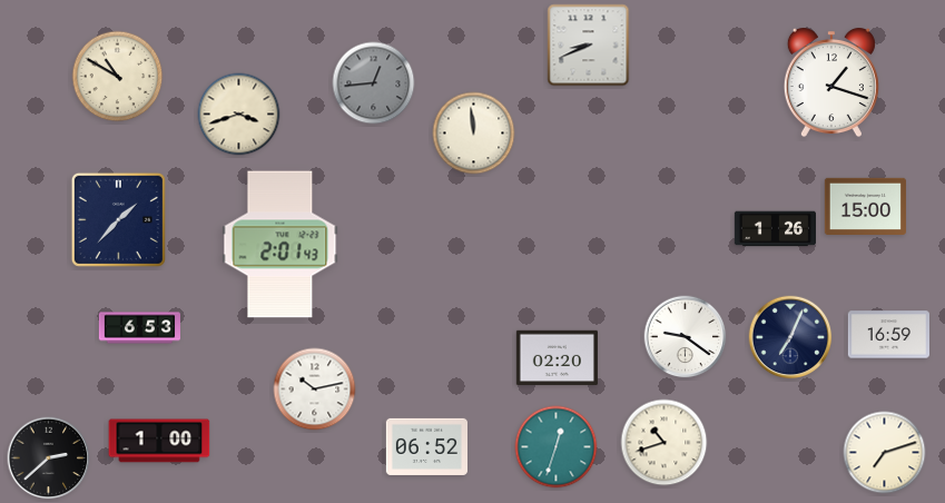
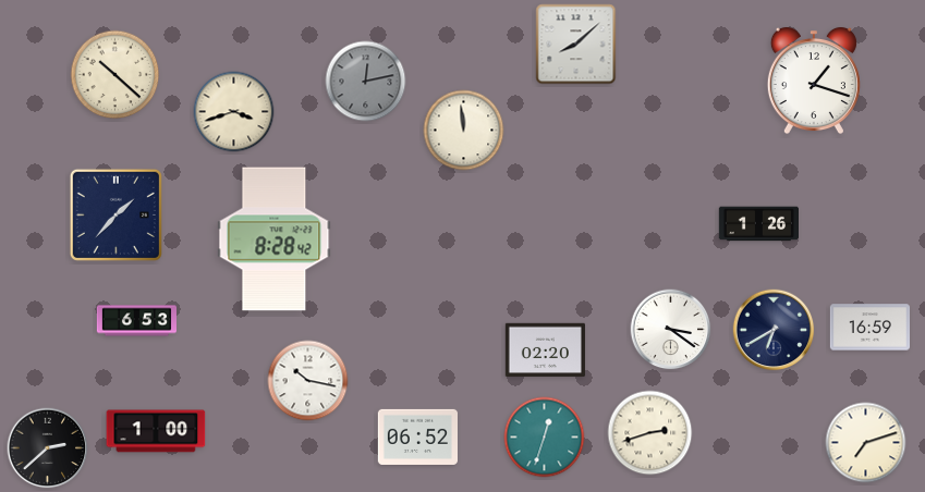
clock at (589, 46): 8:41 -> 8:08
clock at (118, 77): 10:50 -> 10:22
clock at (374, 83): 12:44 -> 12:13
clock at (865, 206): 15:00 -> none
clock at (280, 245): 2:01 -> 8:28
clock at (686, 337): 9:21 -> 3:21
clock at (790, 337): 7:04 -> 6:40
clock at (315, 389): 10:13 -> 10:17
clock at (665, 443): 10:42 -> 2:42
